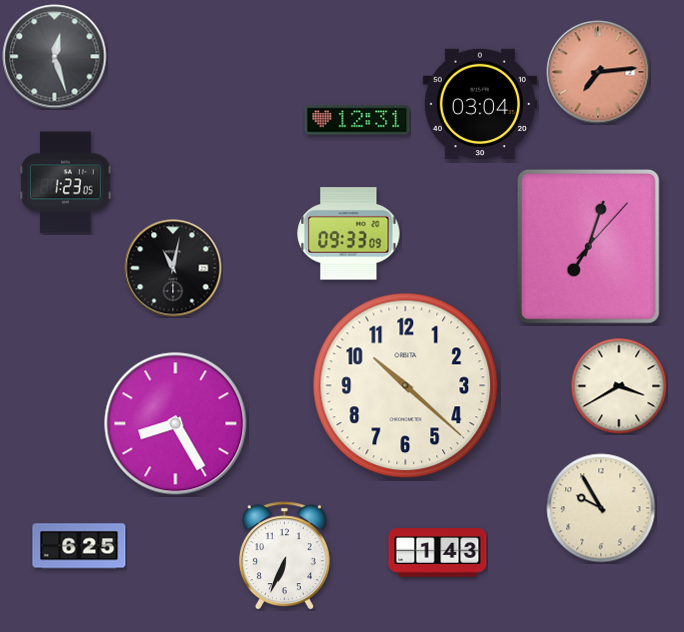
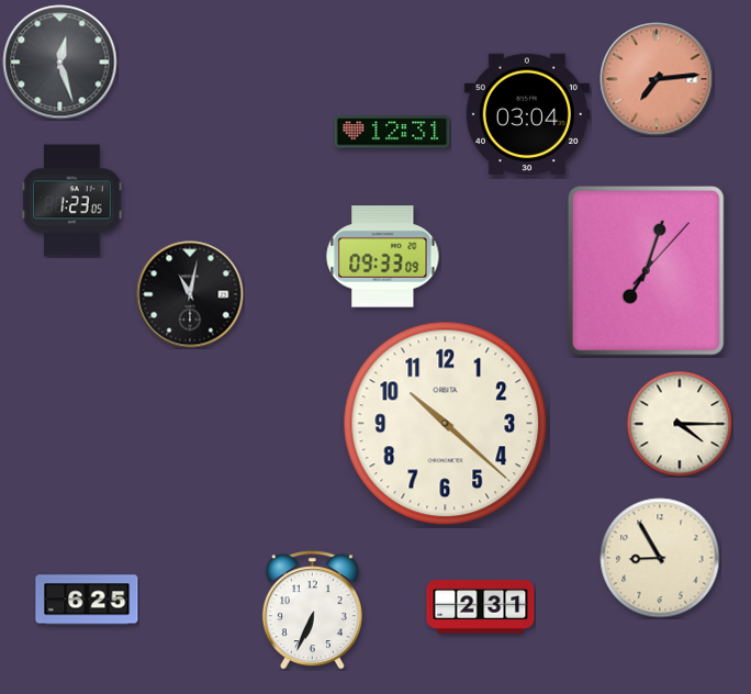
clock at (619, 386): 3:40 -> 4:15
clock at (176, 424): 8:25 -> none
clock at (601, 508): 9:55 -> 8:55
clock at (438, 553): 1:43 -> 2:31
